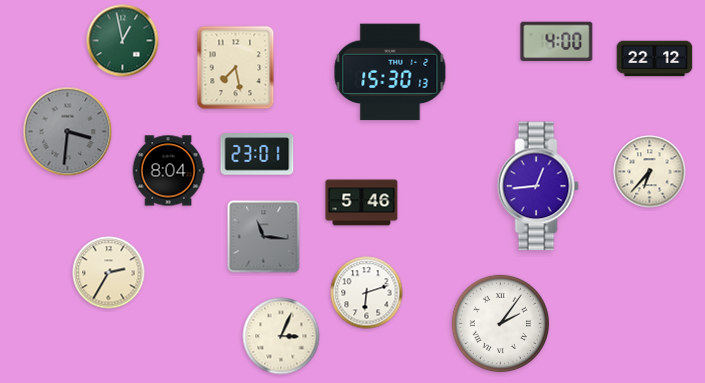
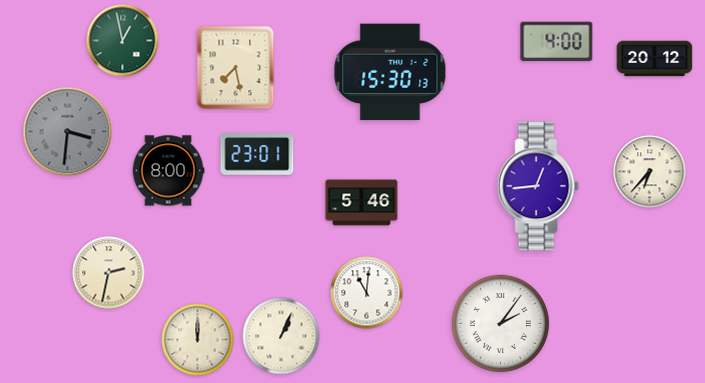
clock at (655, 59): 22:12 -> 20:12
clock at (168, 171): 8:04 -> 8:00
clock at (264, 237): 11:16 -> none
clock at (109, 273): 2:35 -> 2:32
clock at (367, 293): 6:12 -> 11:01
clock at (281, 336): 3:04 -> 1:04
clock at (198, 340): none -> 12:00
